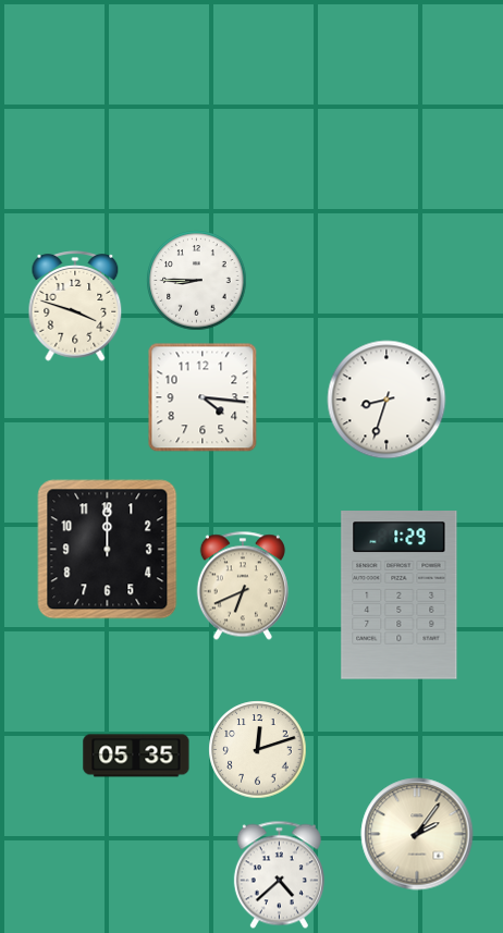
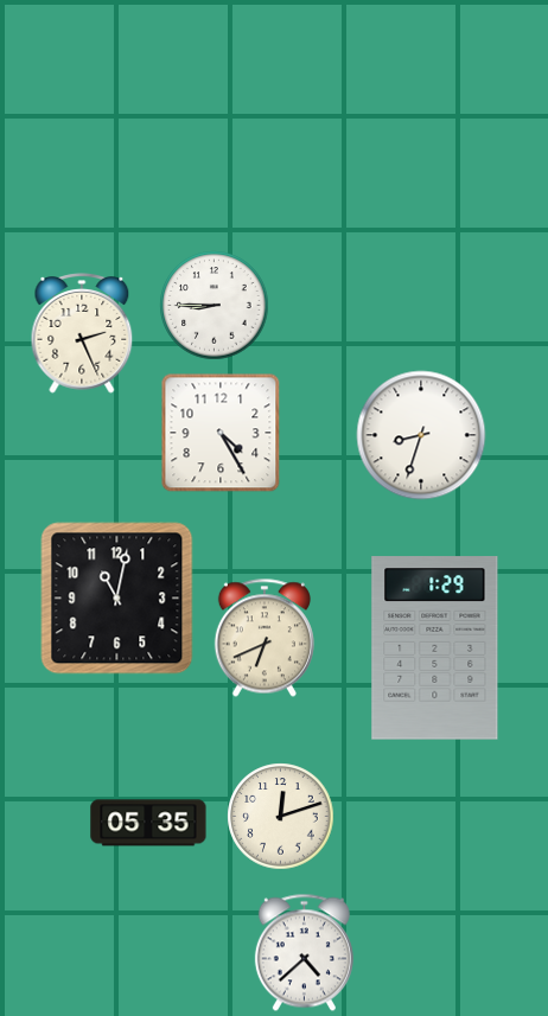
clock at (75, 306): 3:48 -> 2:26
clock at (203, 397): 4:16 -> 4:25
clock at (108, 550): 12:00 -> 11:02
clock at (417, 834): 2:06 -> none
